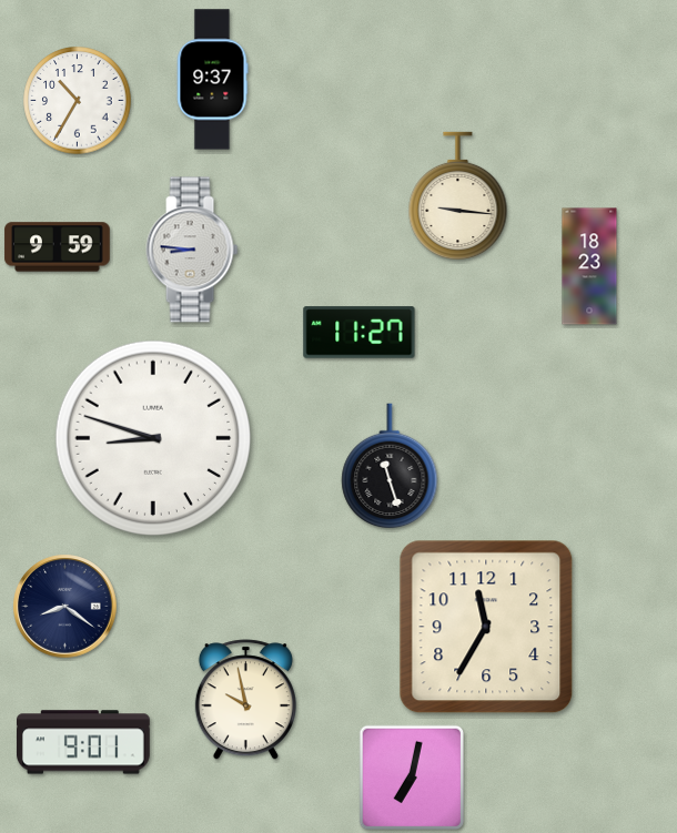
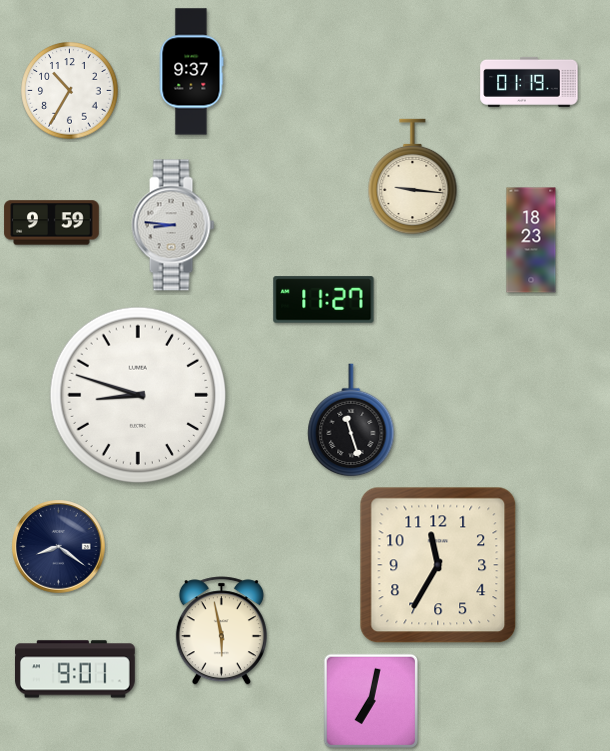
clock at (529, 82): none -> 01:19
clock at (245, 700): 9:58 -> 5:58
